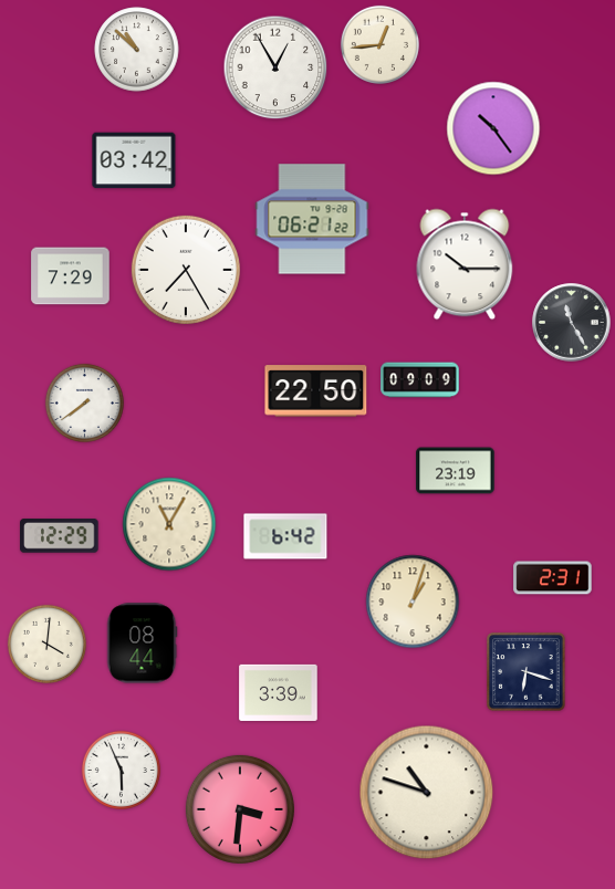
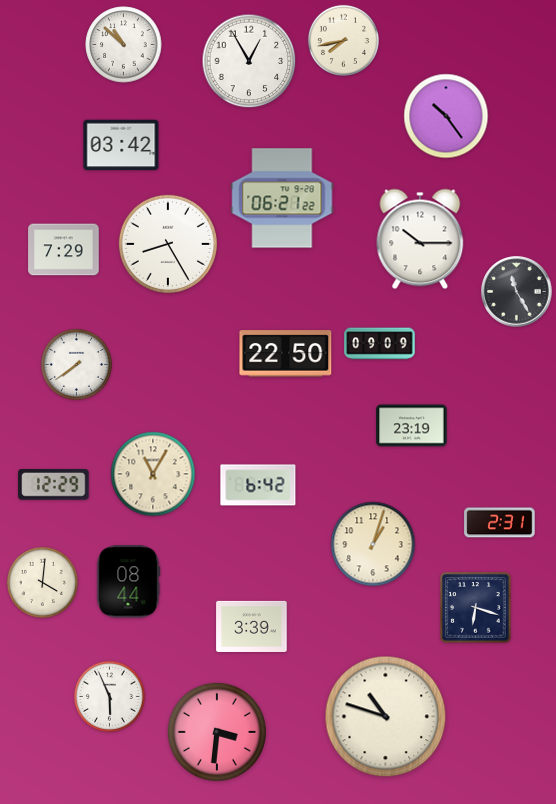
clock at (379, 44): 12:44 -> 7:43
clock at (186, 270): 7:25 -> 8:25
